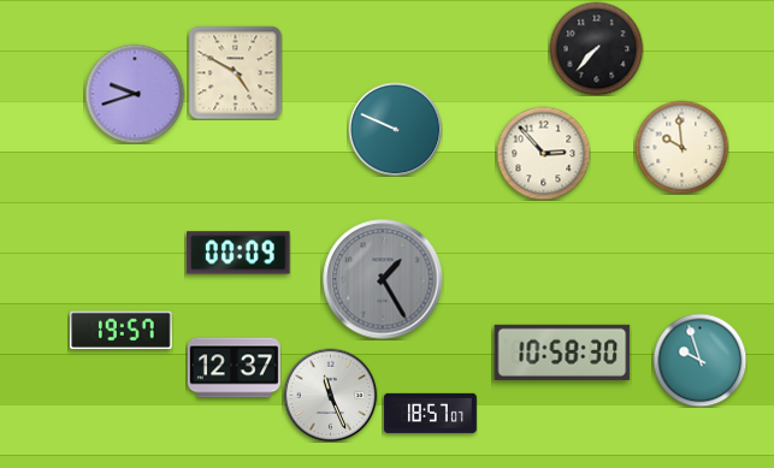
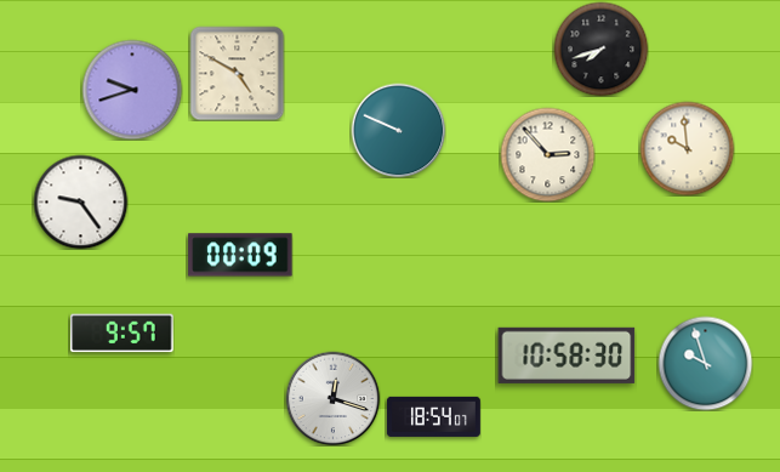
clock at (596, 48): 7:37 -> 7:42
clock at (135, 94) position: (135, 94) -> (132, 90)
clock at (80, 201): none -> 9:24
clock at (383, 279): 1:25 -> none
clock at (122, 331): 19:57 -> 9:57
clock at (234, 368): 12:37 -> none
clock at (330, 395): 11:26 -> 12:18
clock at (430, 413): 18:57 -> 18:54
